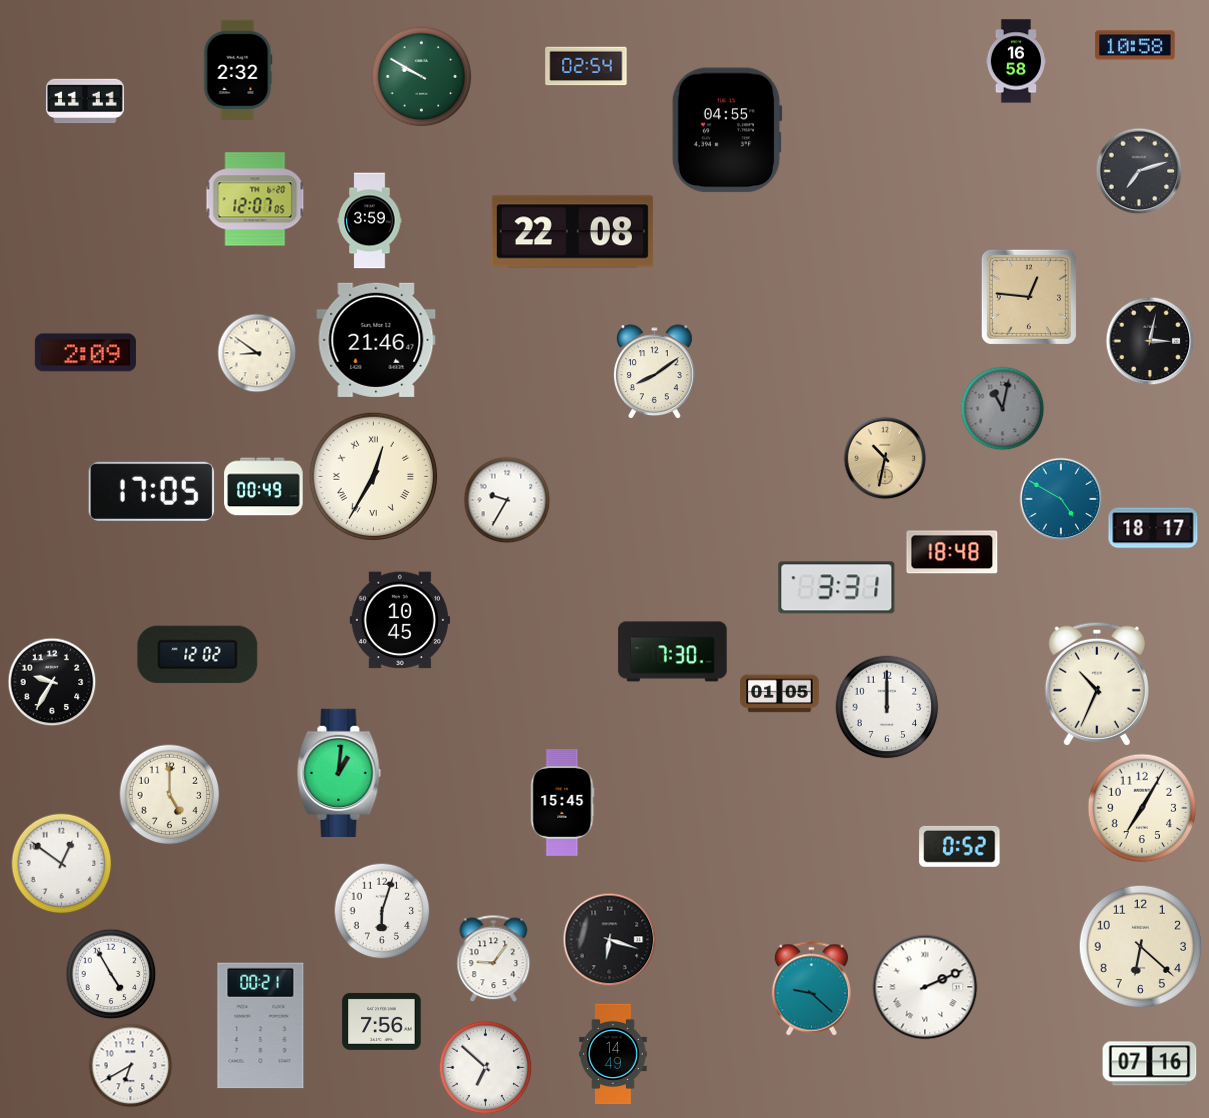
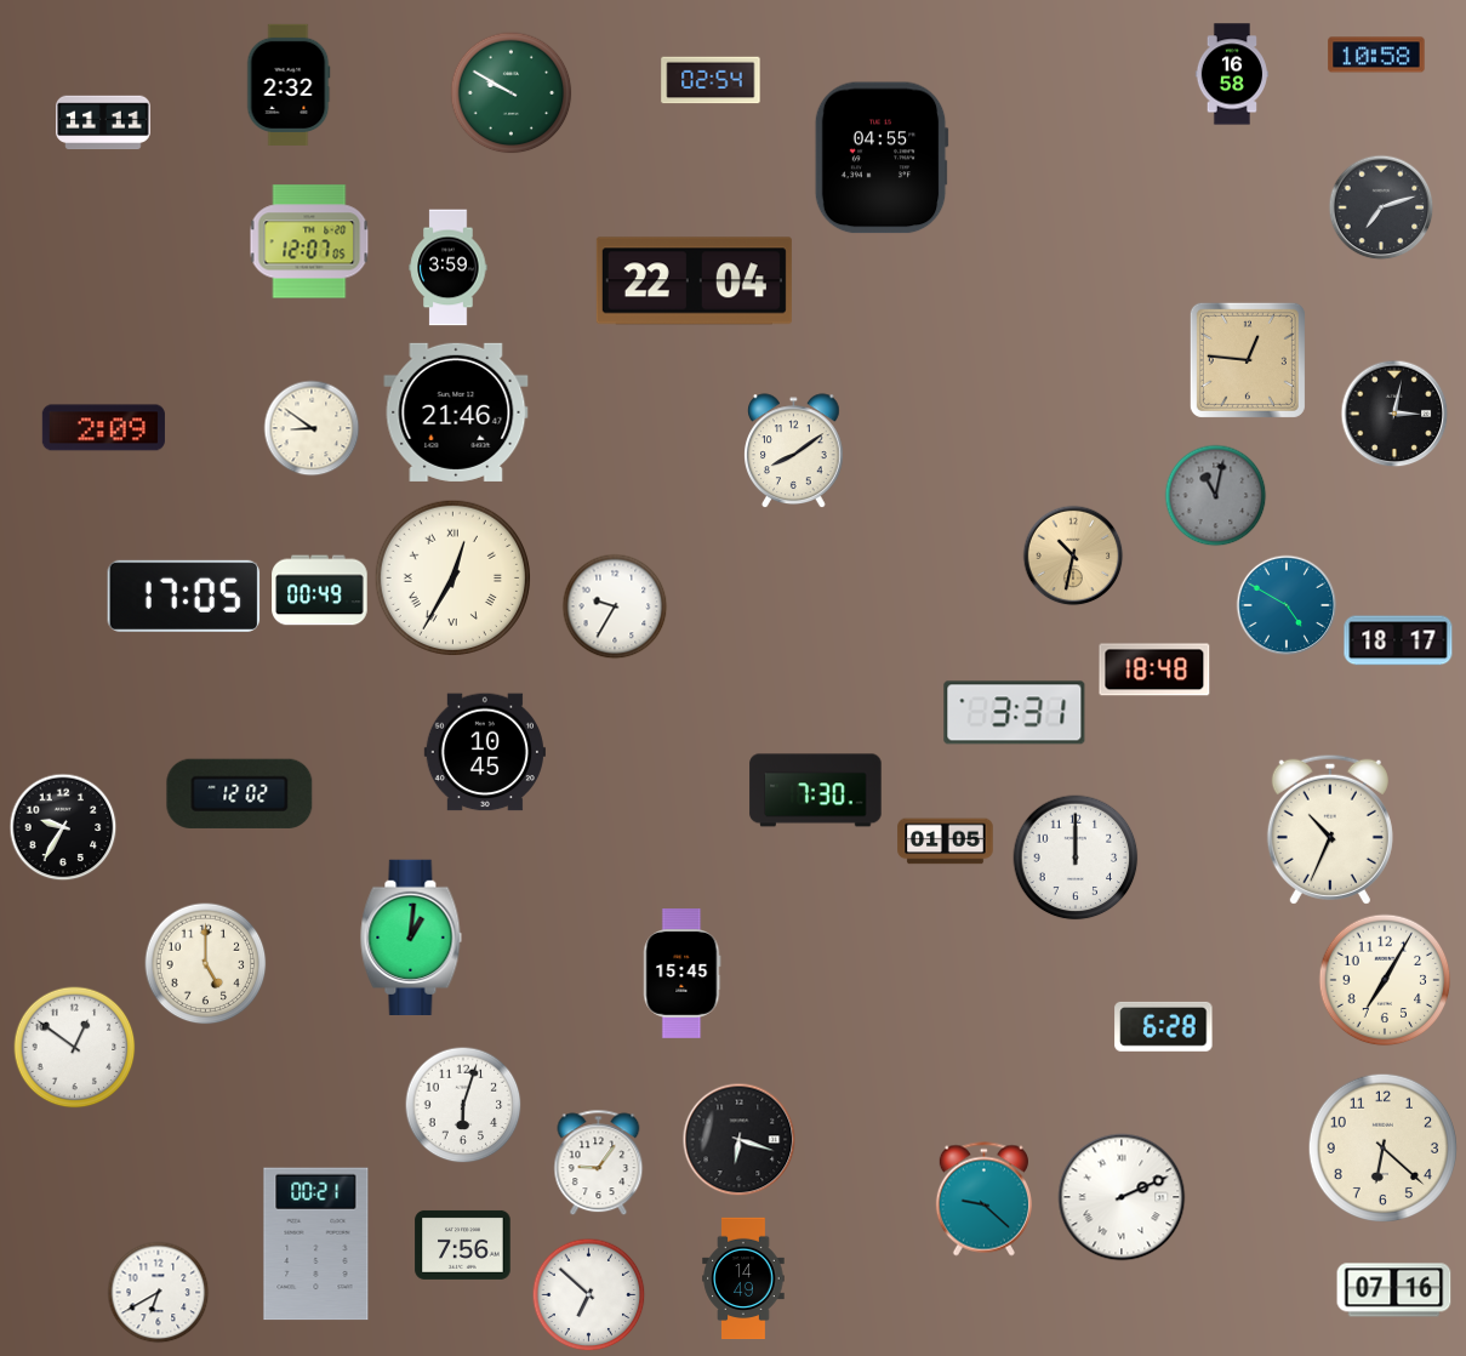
clock at (572, 232): 22:08 -> 22:04
clock at (960, 846): 0:52 -> 6:28
clock at (111, 974): 4:55 -> none
clock at (382, 1021) position: (382, 1021) -> (463, 1244)
